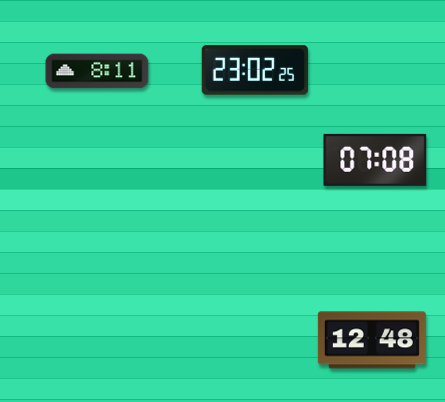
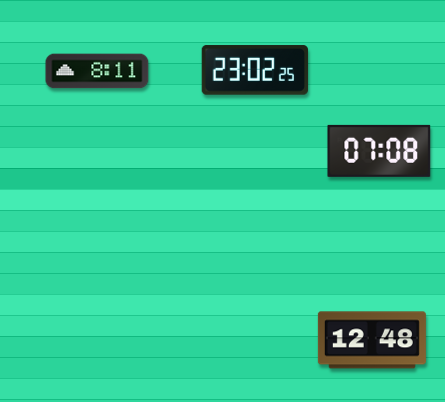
clock at (375, 160) position: (375, 160) -> (379, 151)
